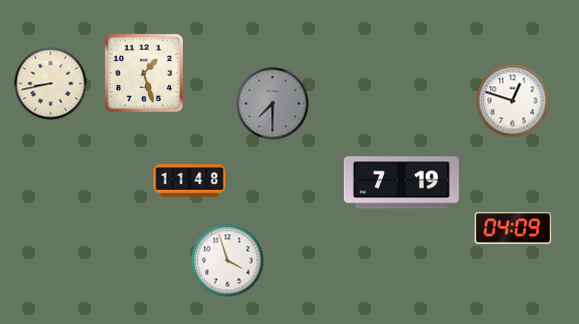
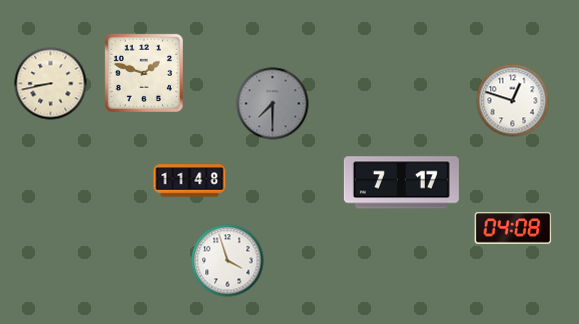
clock at (144, 73): 1:27 -> 1:48
clock at (401, 183): 7:19 -> 7:17
clock at (513, 228): 04:09 -> 04:08
